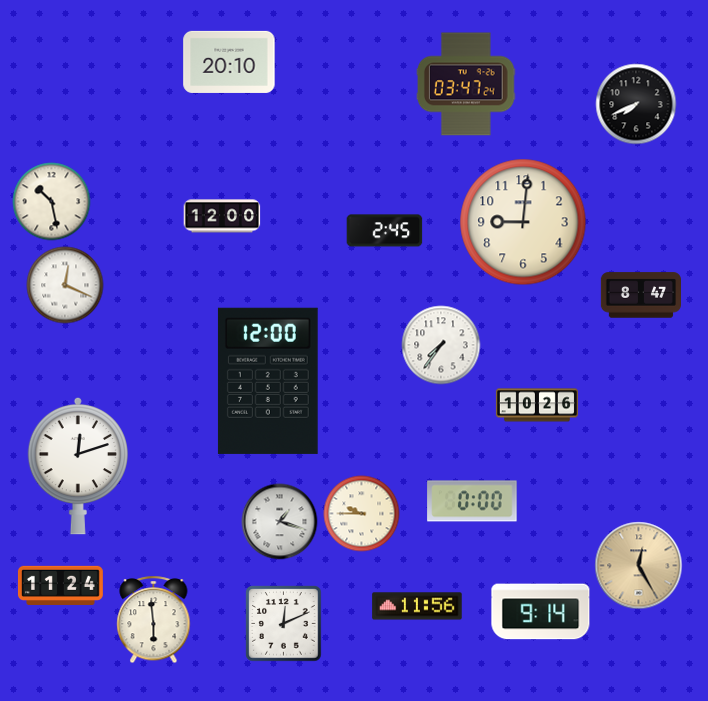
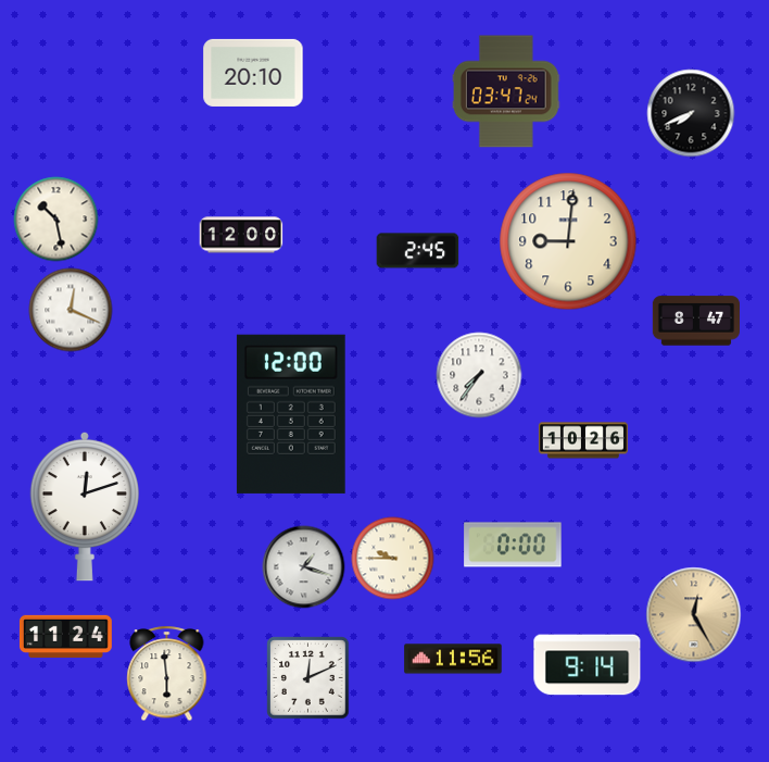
clock at (229, 62) position: (229, 62) -> (253, 73)
